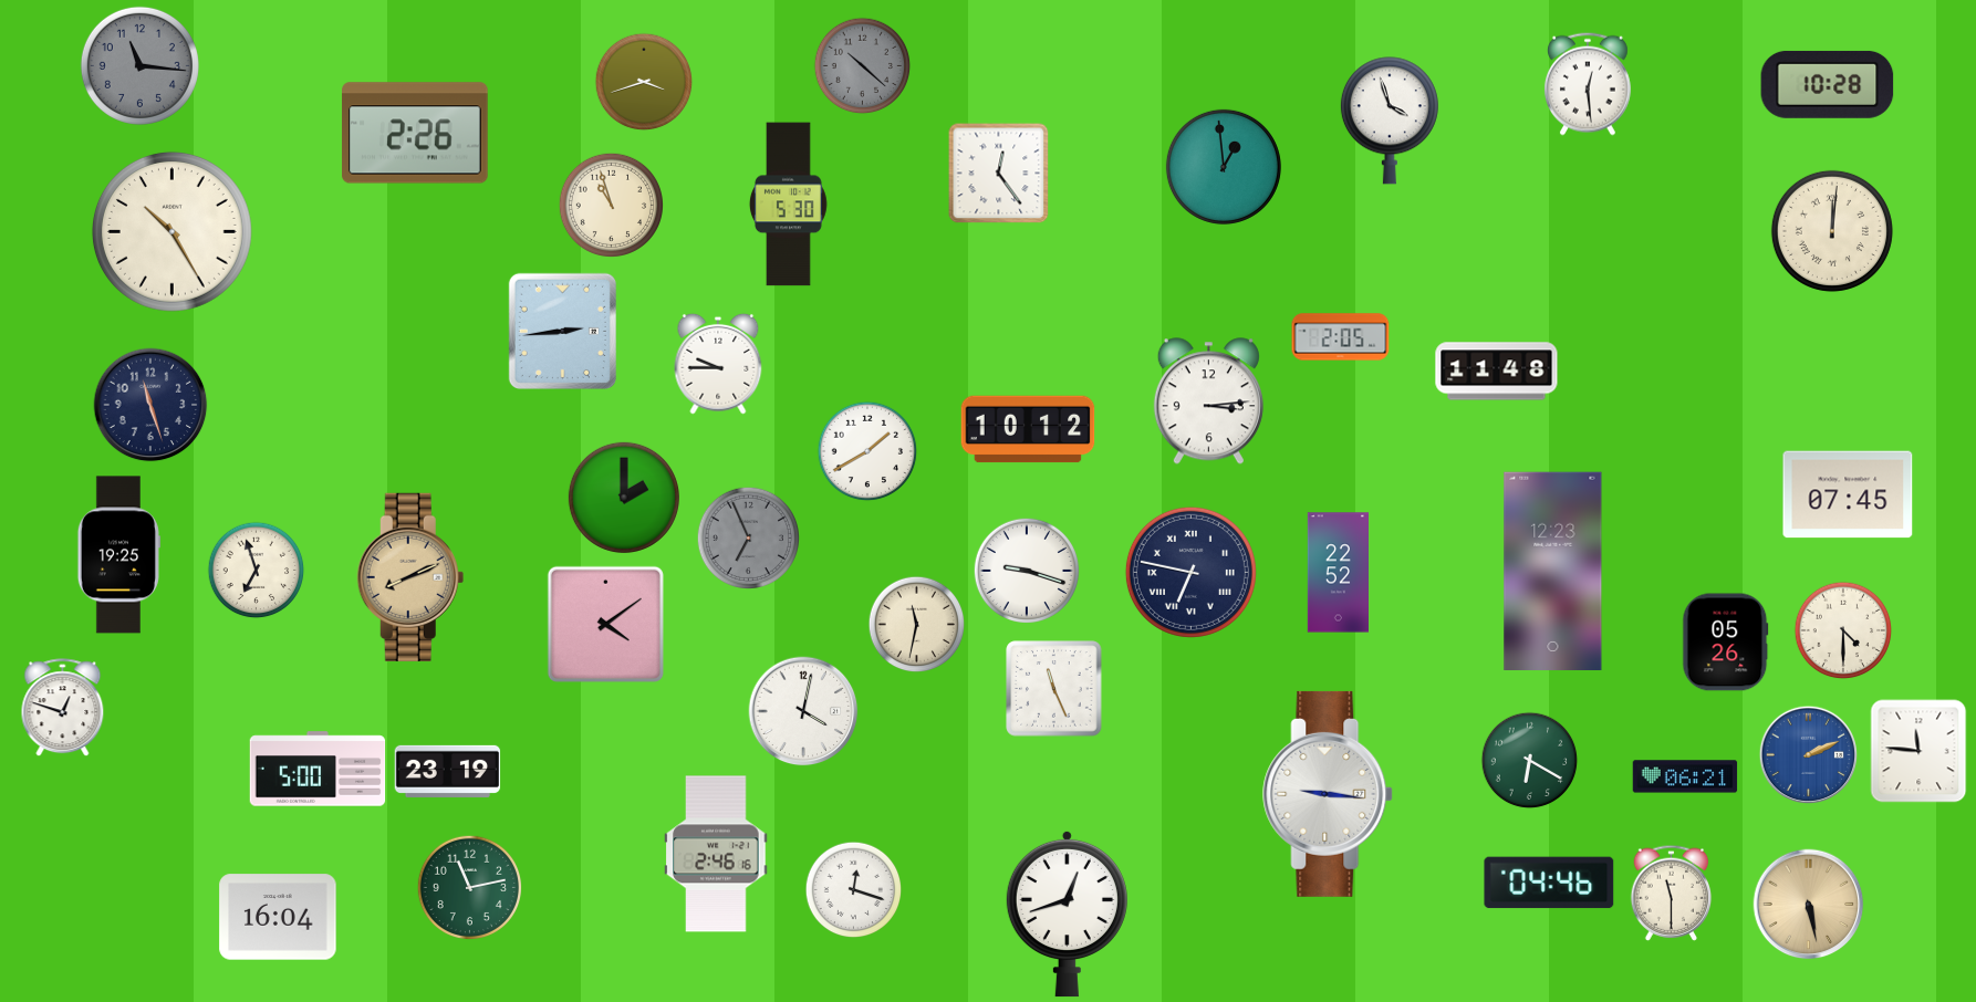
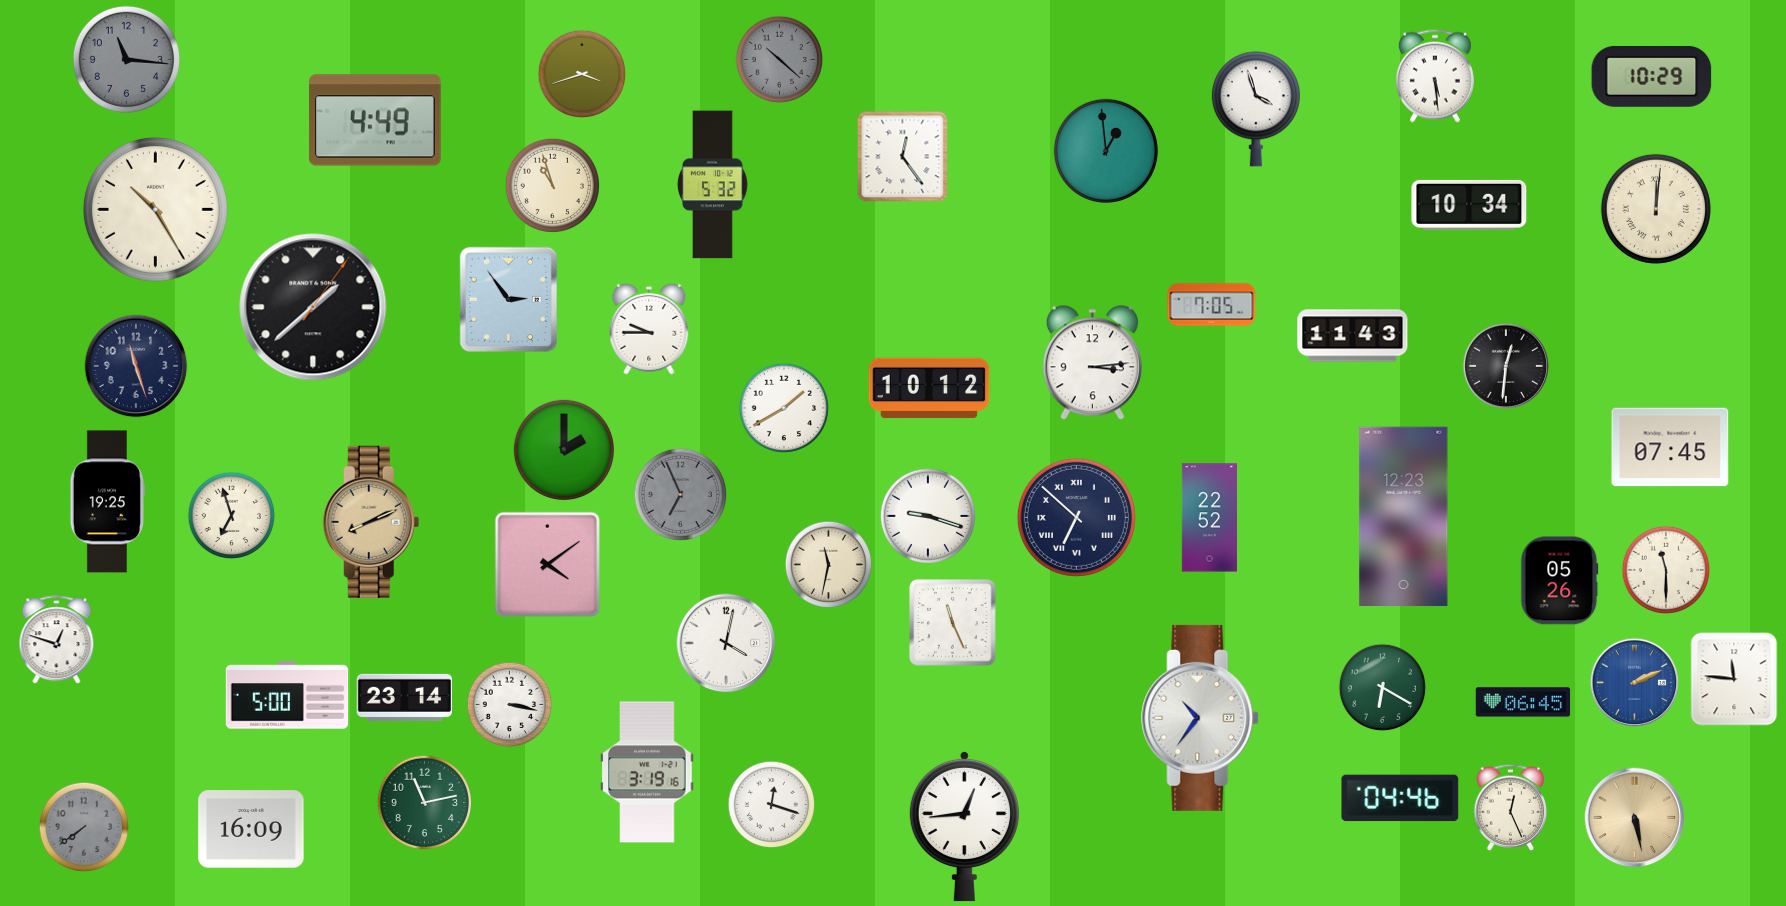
clock at (1588, 84): 12:29 -> 5:29
clock at (1828, 84): 10:28 -> 10:29
clock at (415, 133): 2:26 -> 4:49
clock at (788, 205): 5:30 -> 5:32
clock at (1469, 205): none -> 10:34
clock at (562, 331): 2:44 -> 2:54
clock at (1341, 337): 2:05 -> 7:05
clock at (313, 307): none -> 1:38
clock at (1497, 372): 11:48 -> 11:43
clock at (1505, 365): none -> 12:31
clock at (748, 537) position: (748, 537) -> (680, 494)
clock at (1190, 572): 6:47 -> 6:52
clock at (1843, 630): 4:30 -> 11:30
clock at (448, 771): 23:19 -> 23:14
clock at (1685, 776): 06:21 -> 06:45
clock at (510, 705): none -> 3:17
clock at (1329, 794): 9:16 -> 10:36
clock at (716, 854): 2:46 -> 3:19
clock at (1672, 893): 11:30 -> 12:26
clock at (1067, 914): 12:42 -> 12:44
clock at (84, 827): none -> 7:39
clock at (278, 917): 16:04 -> 16:09
